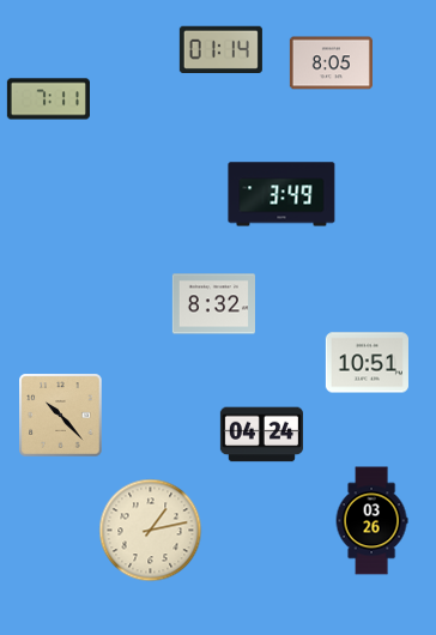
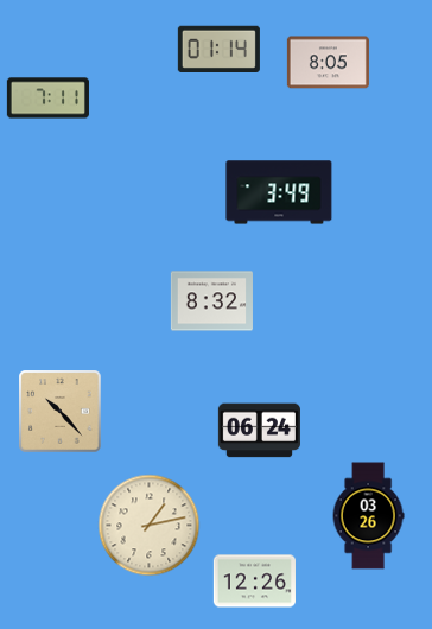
clock at (367, 363): 10:51 -> none
clock at (261, 435): 04:24 -> 06:24
clock at (254, 582): none -> 12:26
